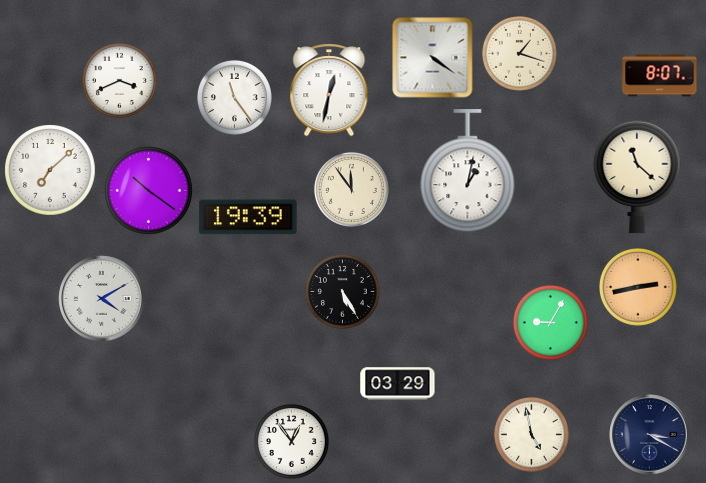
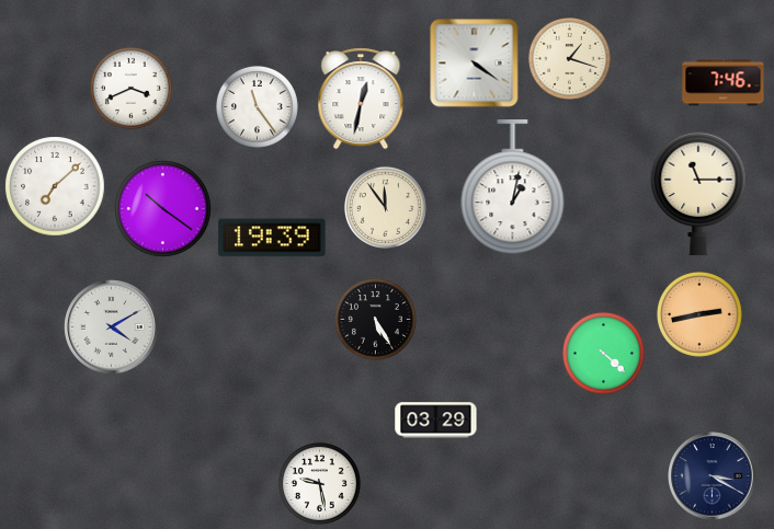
clock at (660, 76): 8:07 -> 7:46
clock at (637, 177): 11:22 -> 11:15
clock at (550, 322): 9:05 -> 4:22
clock at (531, 434): 4:58 -> none
clock at (291, 441): 12:54 -> 9:28
